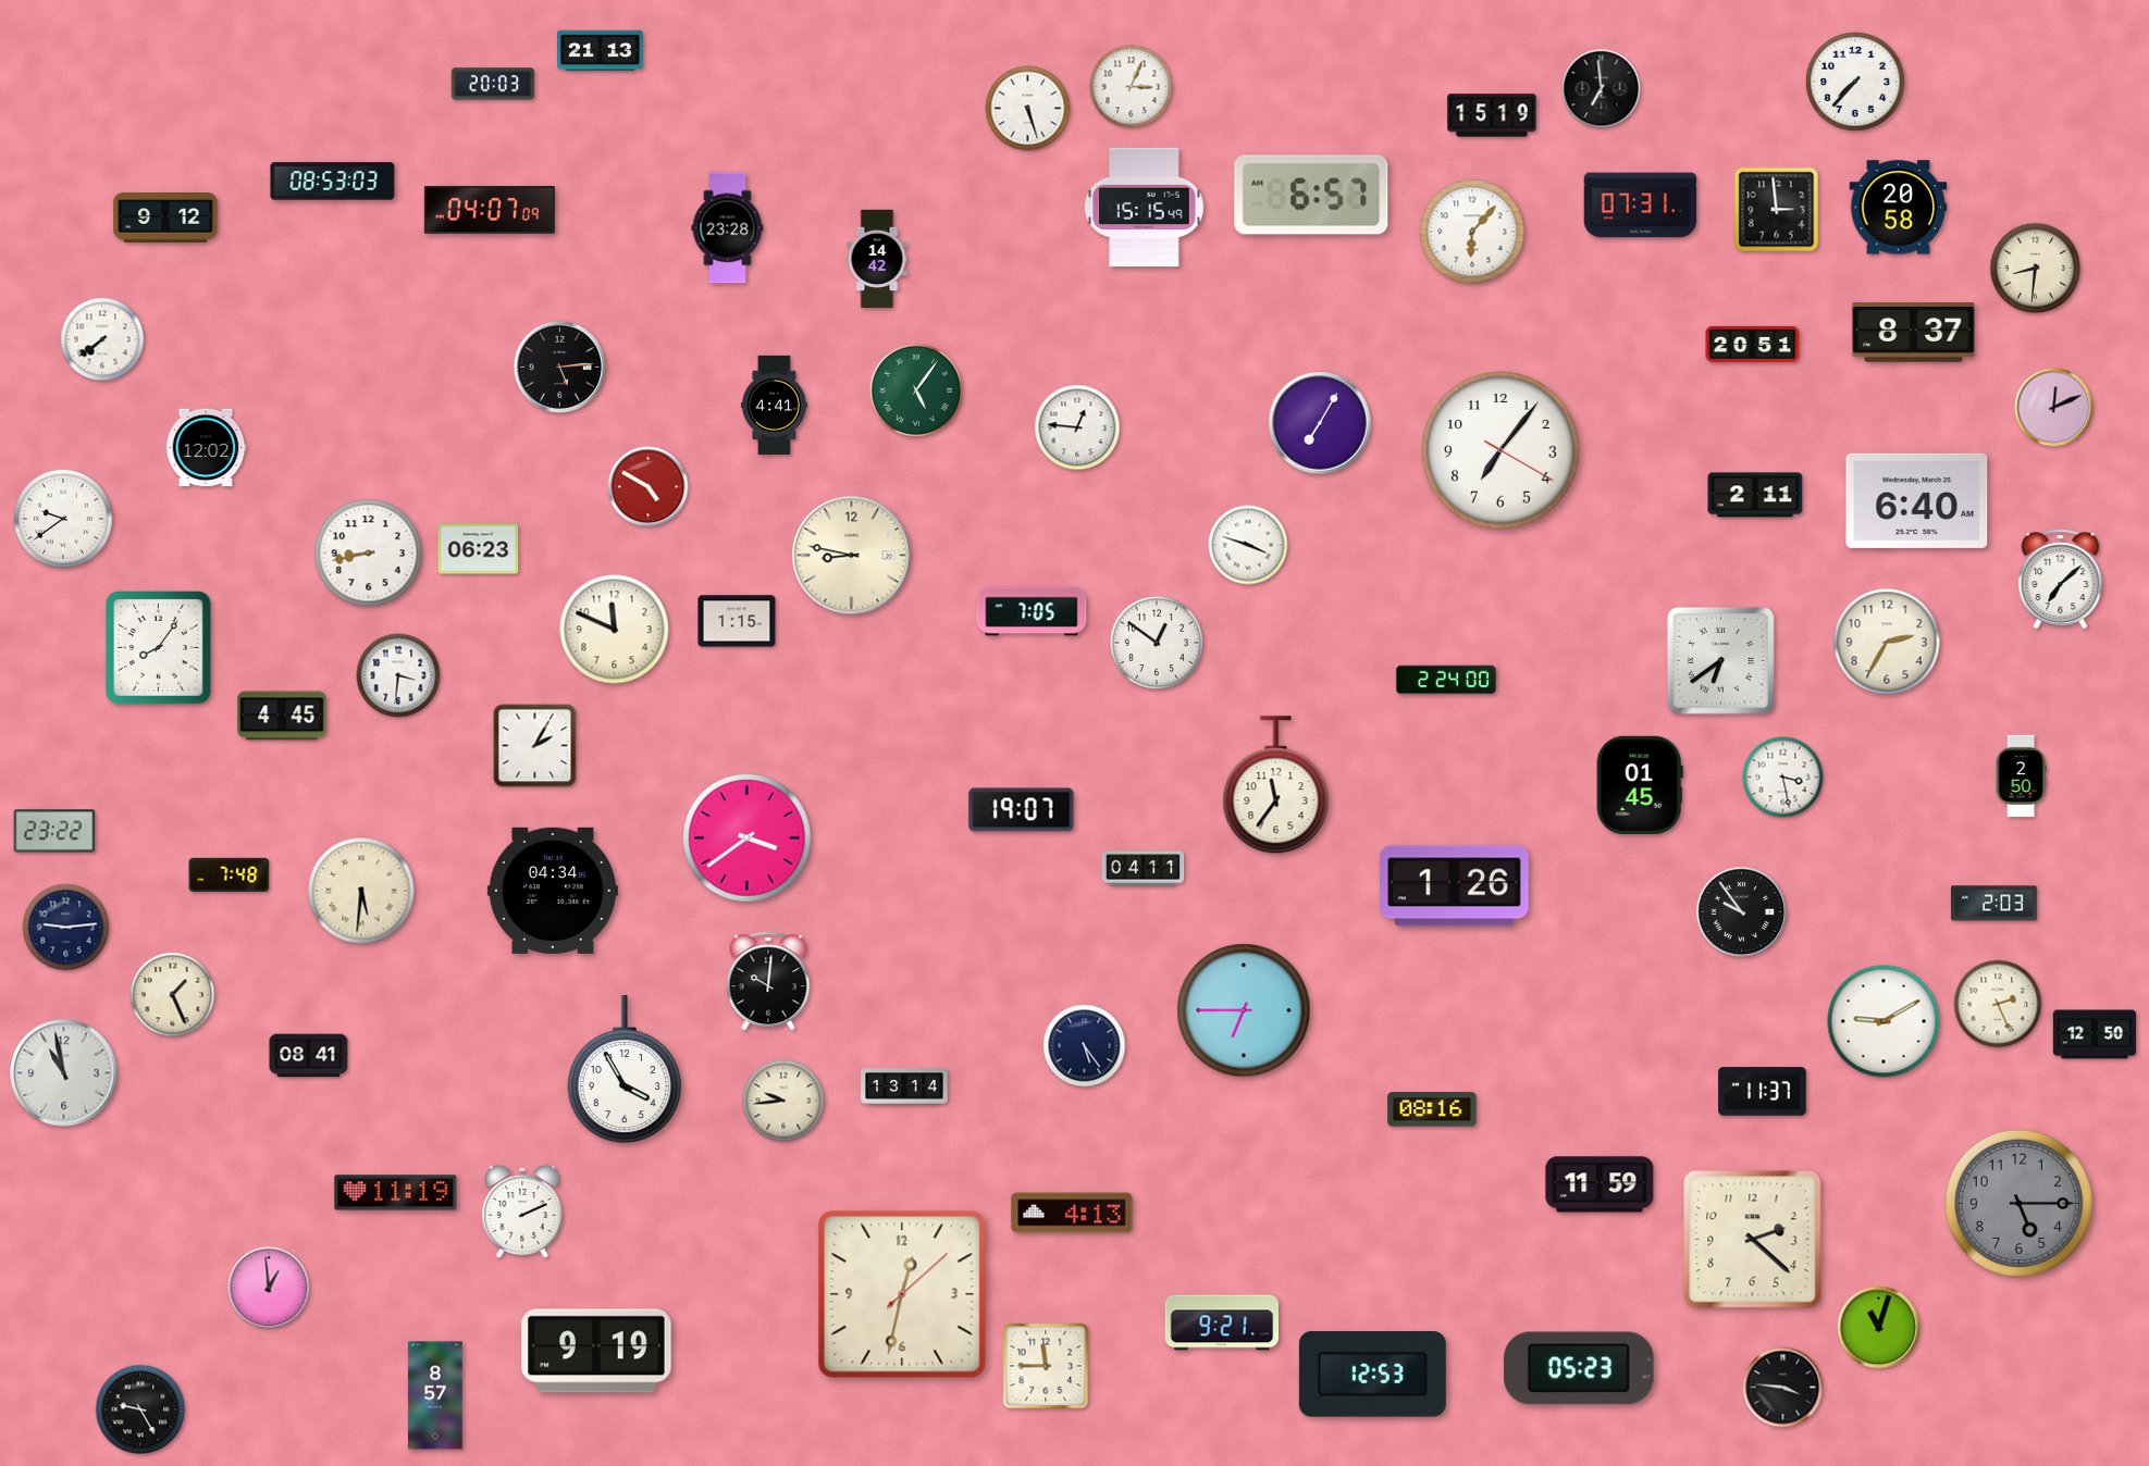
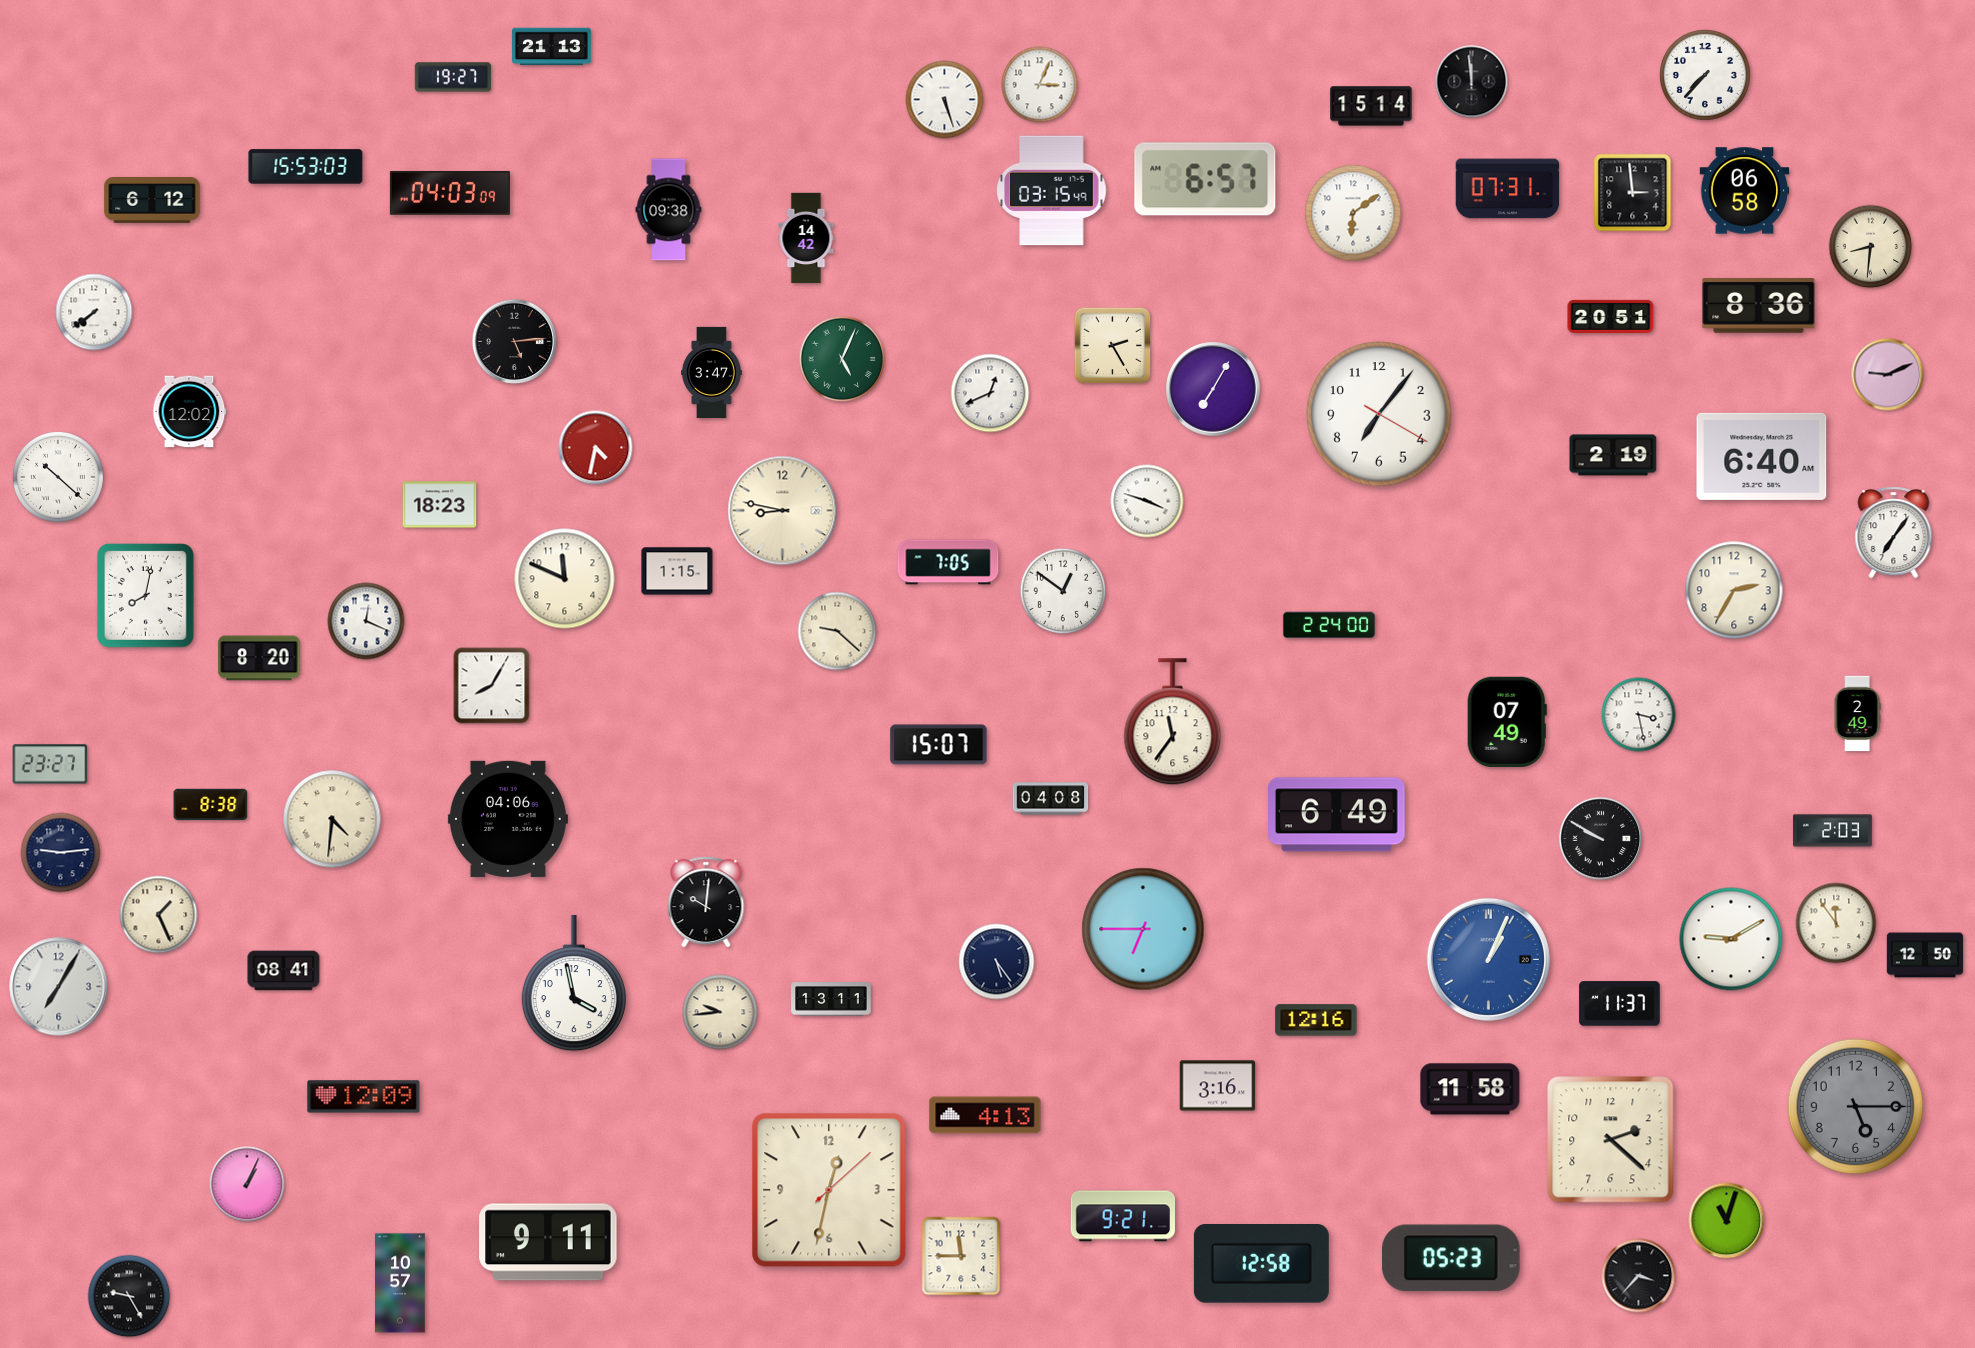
clock at (493, 84): 20:03 -> 19:27
clock at (1132, 87) position: (1132, 87) -> (1040, 85)
clock at (1602, 89): 6:59 -> 11:59
clock at (1492, 115): 15:19 -> 15:14
clock at (333, 182): 08:53 -> 15:53
clock at (1145, 208): 15:15 -> 03:15
clock at (1899, 208): 20:58 -> 06:58
clock at (490, 211): 04:07 -> 04:03
clock at (165, 219): 9:12 -> 6:12
clock at (728, 228): 23:28 -> 09:38
clock at (1472, 232): 6:07 -> 6:09
clock at (1914, 333): 8:37 -> 8:36
clock at (560, 368) position: (560, 368) -> (515, 342)
clock at (1113, 346): none -> 2:25
clock at (916, 390): 5:06 -> 5:04
clock at (775, 405): 4:41 -> 3:47
clock at (2054, 408): 12:11 -> 9:11
clock at (1077, 427): 12:46 -> 12:41
clock at (649, 487): 4:50 -> 4:32
clock at (1755, 495): 2:11 -> 2:19
clock at (1917, 500) position: (1917, 500) -> (1762, 456)
clock at (63, 519): 9:39 -> 10:22
clock at (479, 549): 06:23 -> 18:23
clock at (369, 554): 8:43 -> none
clock at (2061, 580): 7:08 -> 7:06
clock at (159, 648): 8:06 -> 8:02
clock at (1720, 660): 6:39 -> none
clock at (398, 675): 3:31 -> 12:19
clock at (837, 631): none -> 9:22
clock at (282, 716): 4:45 -> 8:20
clock at (535, 746): 2:05 -> 8:05
clock at (2021, 777): 2:50 -> 2:49
clock at (1640, 785): 01:45 -> 07:49
clock at (1022, 810): 19:07 -> 15:07
clock at (54, 831): 23:22 -> 23:27
clock at (748, 838): 3:39 -> none
clock at (1144, 869): 04:11 -> 04:08
clock at (230, 874): 7:48 -> 8:38
clock at (1455, 886): 1:26 -> 6:49
clock at (361, 891): 5:31 -> 4:31
clock at (553, 891): 04:34 -> 04:06
clock at (1742, 912): 9:54 -> 9:50
clock at (1998, 1004): 2:26 -> 11:54
clock at (2095, 1034) position: (2095, 1034) -> (1925, 955)
clock at (1488, 959): none -> 1:04
clock at (625, 1069): 3:55 -> 3:58
clock at (64, 1073): 10:58 -> 7:05
clock at (904, 1086): 13:14 -> 13:11
clock at (1432, 1109): 08:16 -> 12:16
clock at (1218, 1086): none -> 3:16
clock at (1600, 1184): 11:59 -> 11:58
clock at (396, 1193): 11:19 -> 12:09
clock at (522, 1212): 2:11 -> none
clock at (269, 1288): 12:59 -> 1:04
clock at (596, 1351): 9:19 -> 9:11
clock at (1372, 1375): 12:53 -> 12:58
clock at (1783, 1388): 3:46 -> 3:37
clock at (435, 1395): 8:57 -> 10:57
